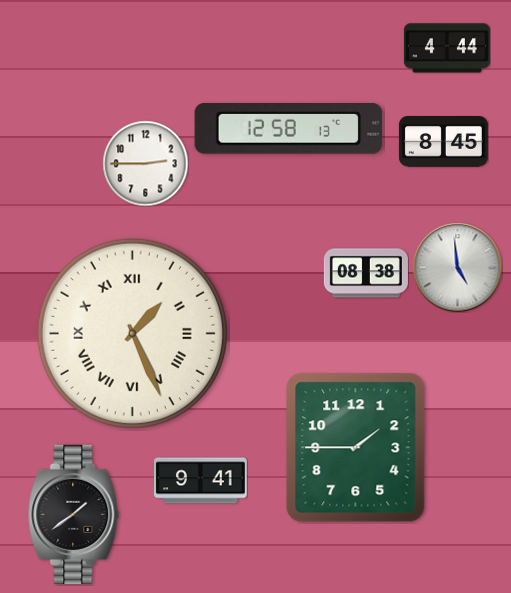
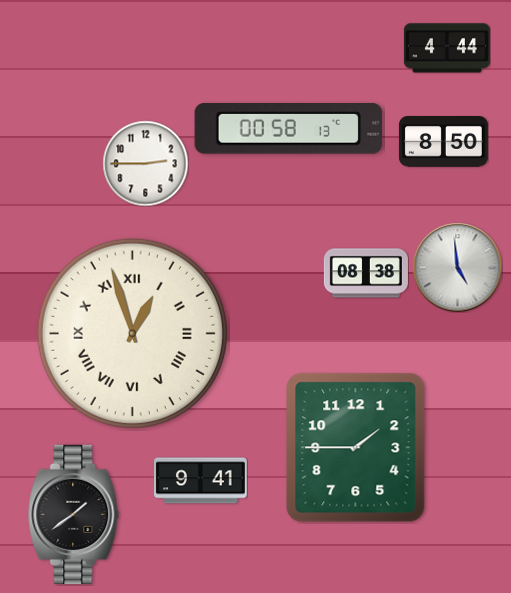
clock at (289, 129): 12:58 -> 00:58
clock at (443, 142): 8:45 -> 8:50
clock at (132, 333): 1:26 -> 12:57
